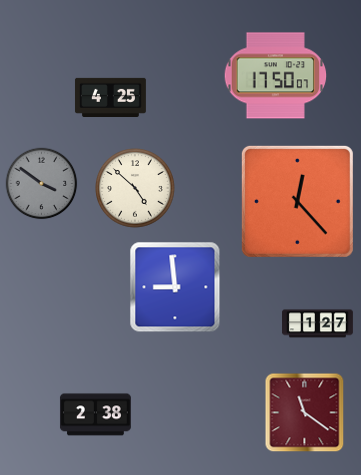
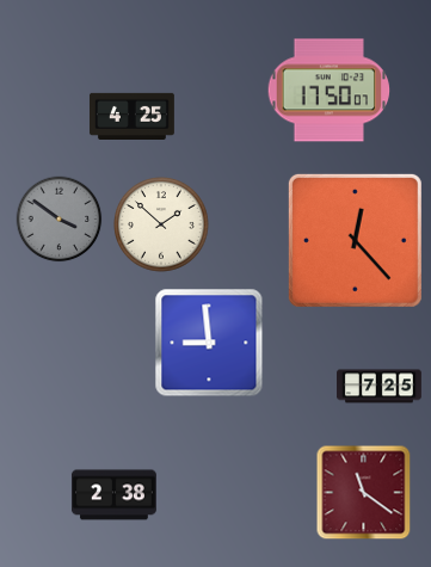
clock at (42, 184) position: (42, 184) -> (60, 220)
clock at (135, 188): 4:52 -> 1:52
clock at (318, 324): 1:27 -> 7:25
